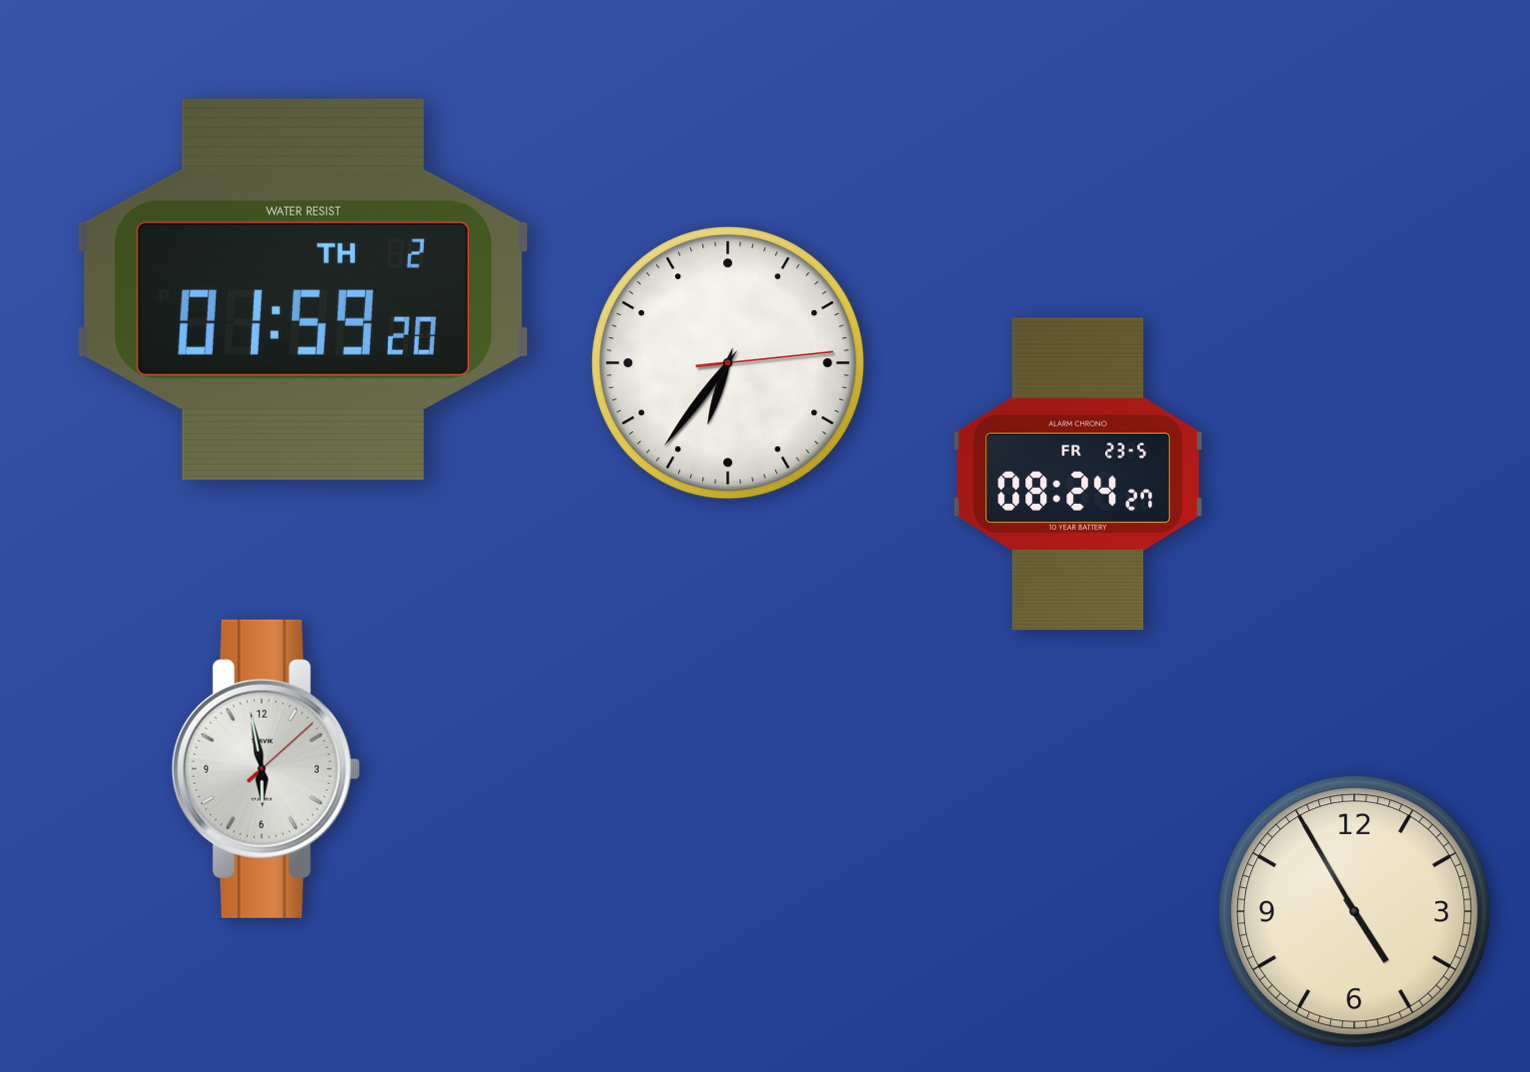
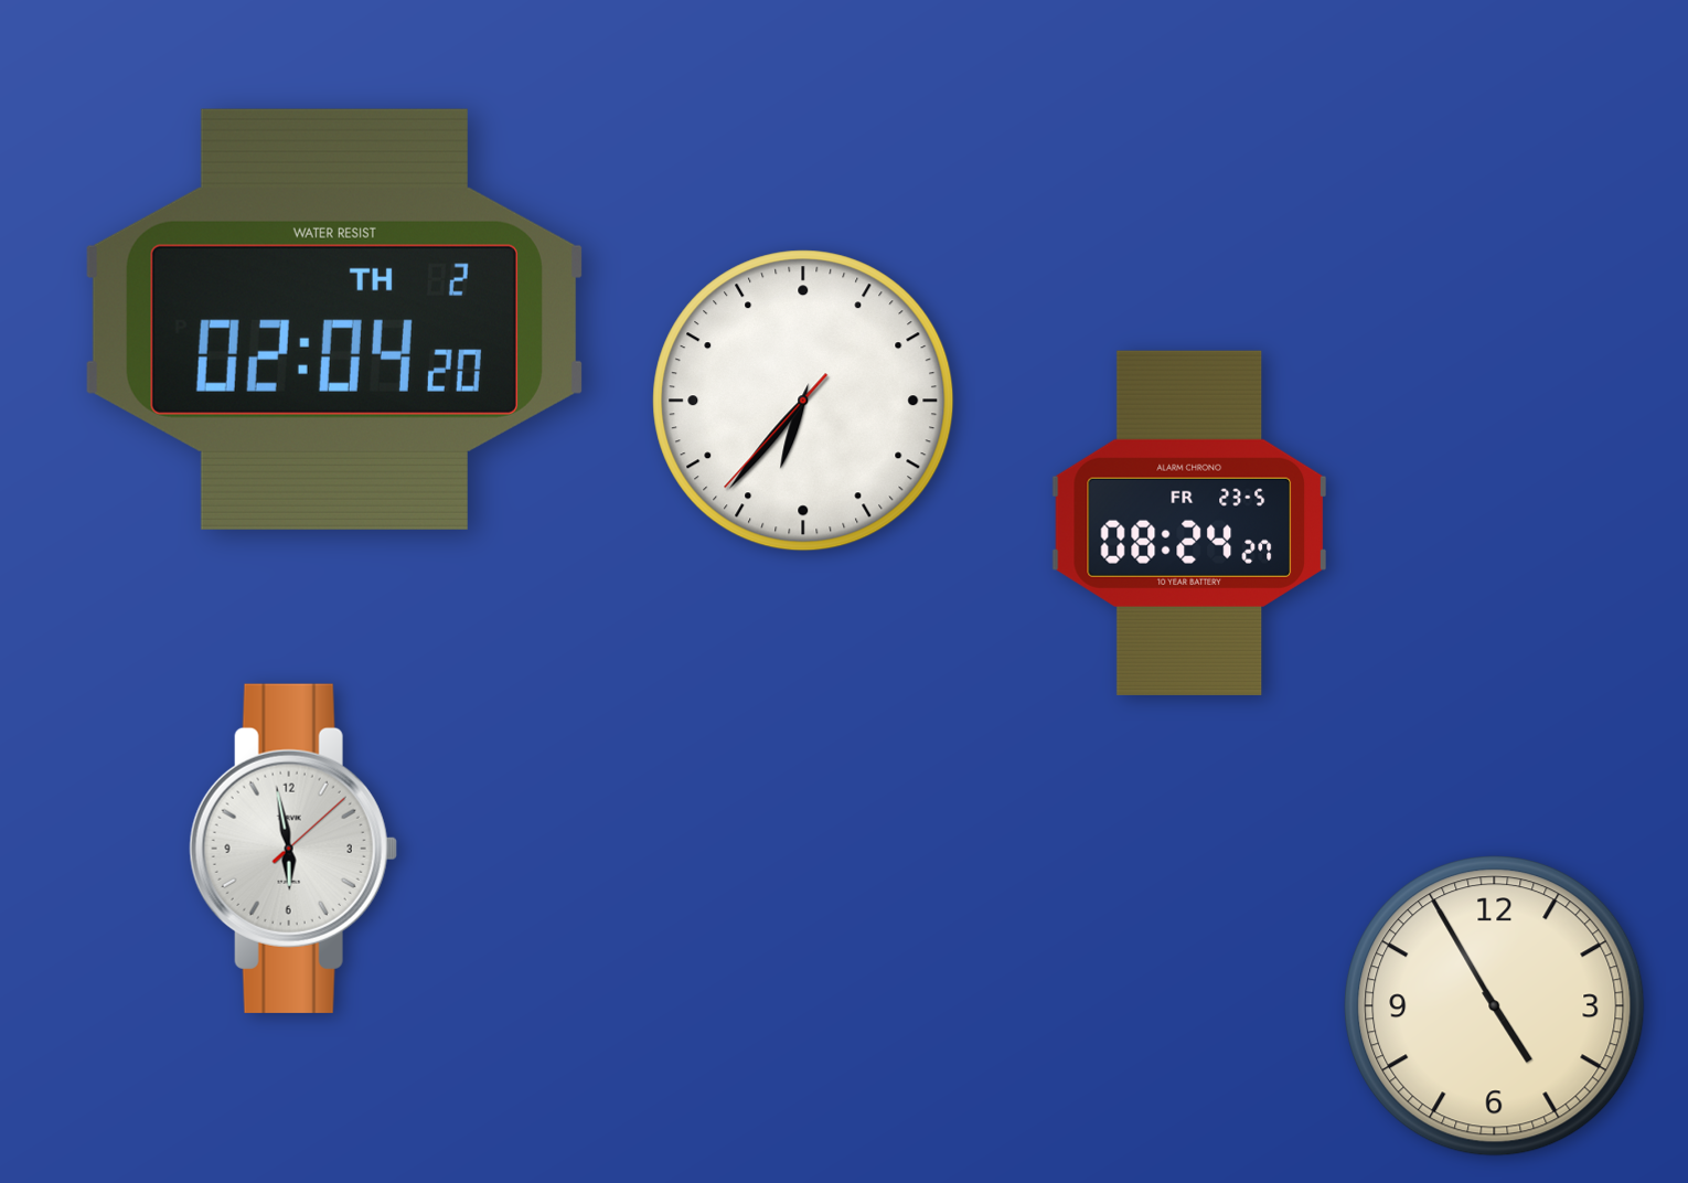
clock at (303, 289): 01:59 -> 02:04
clock at (728, 363): 6:36:14 -> 6:36:37
